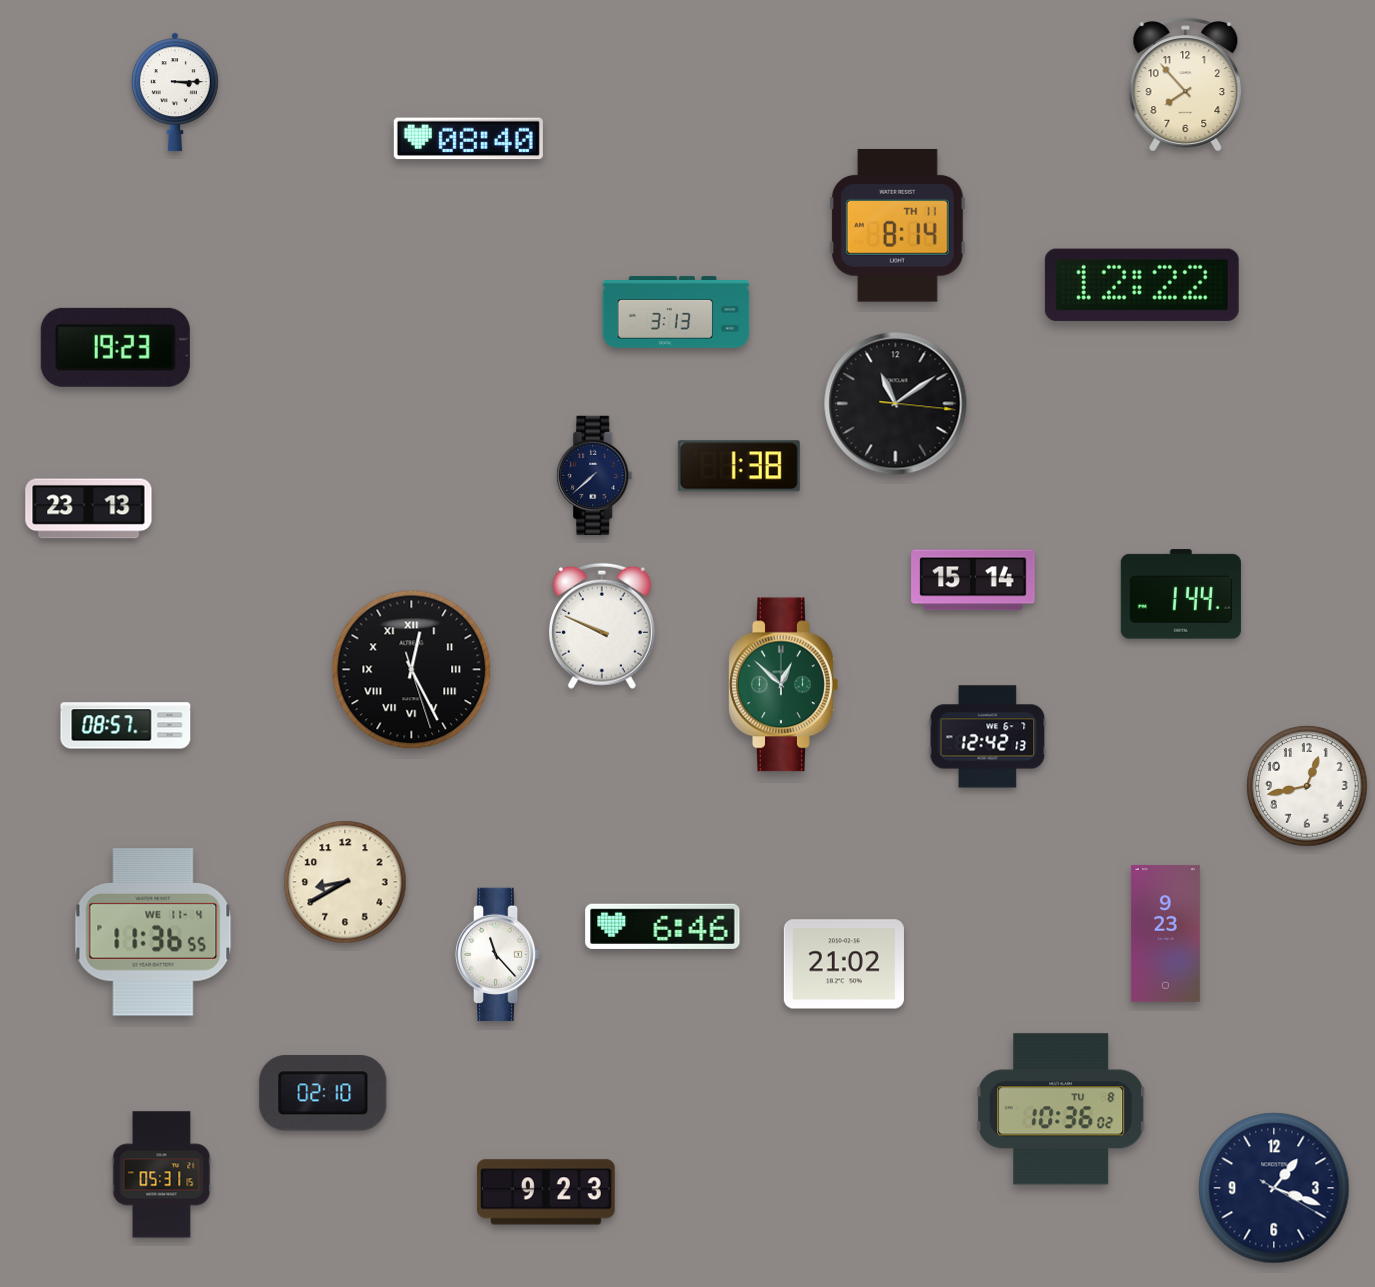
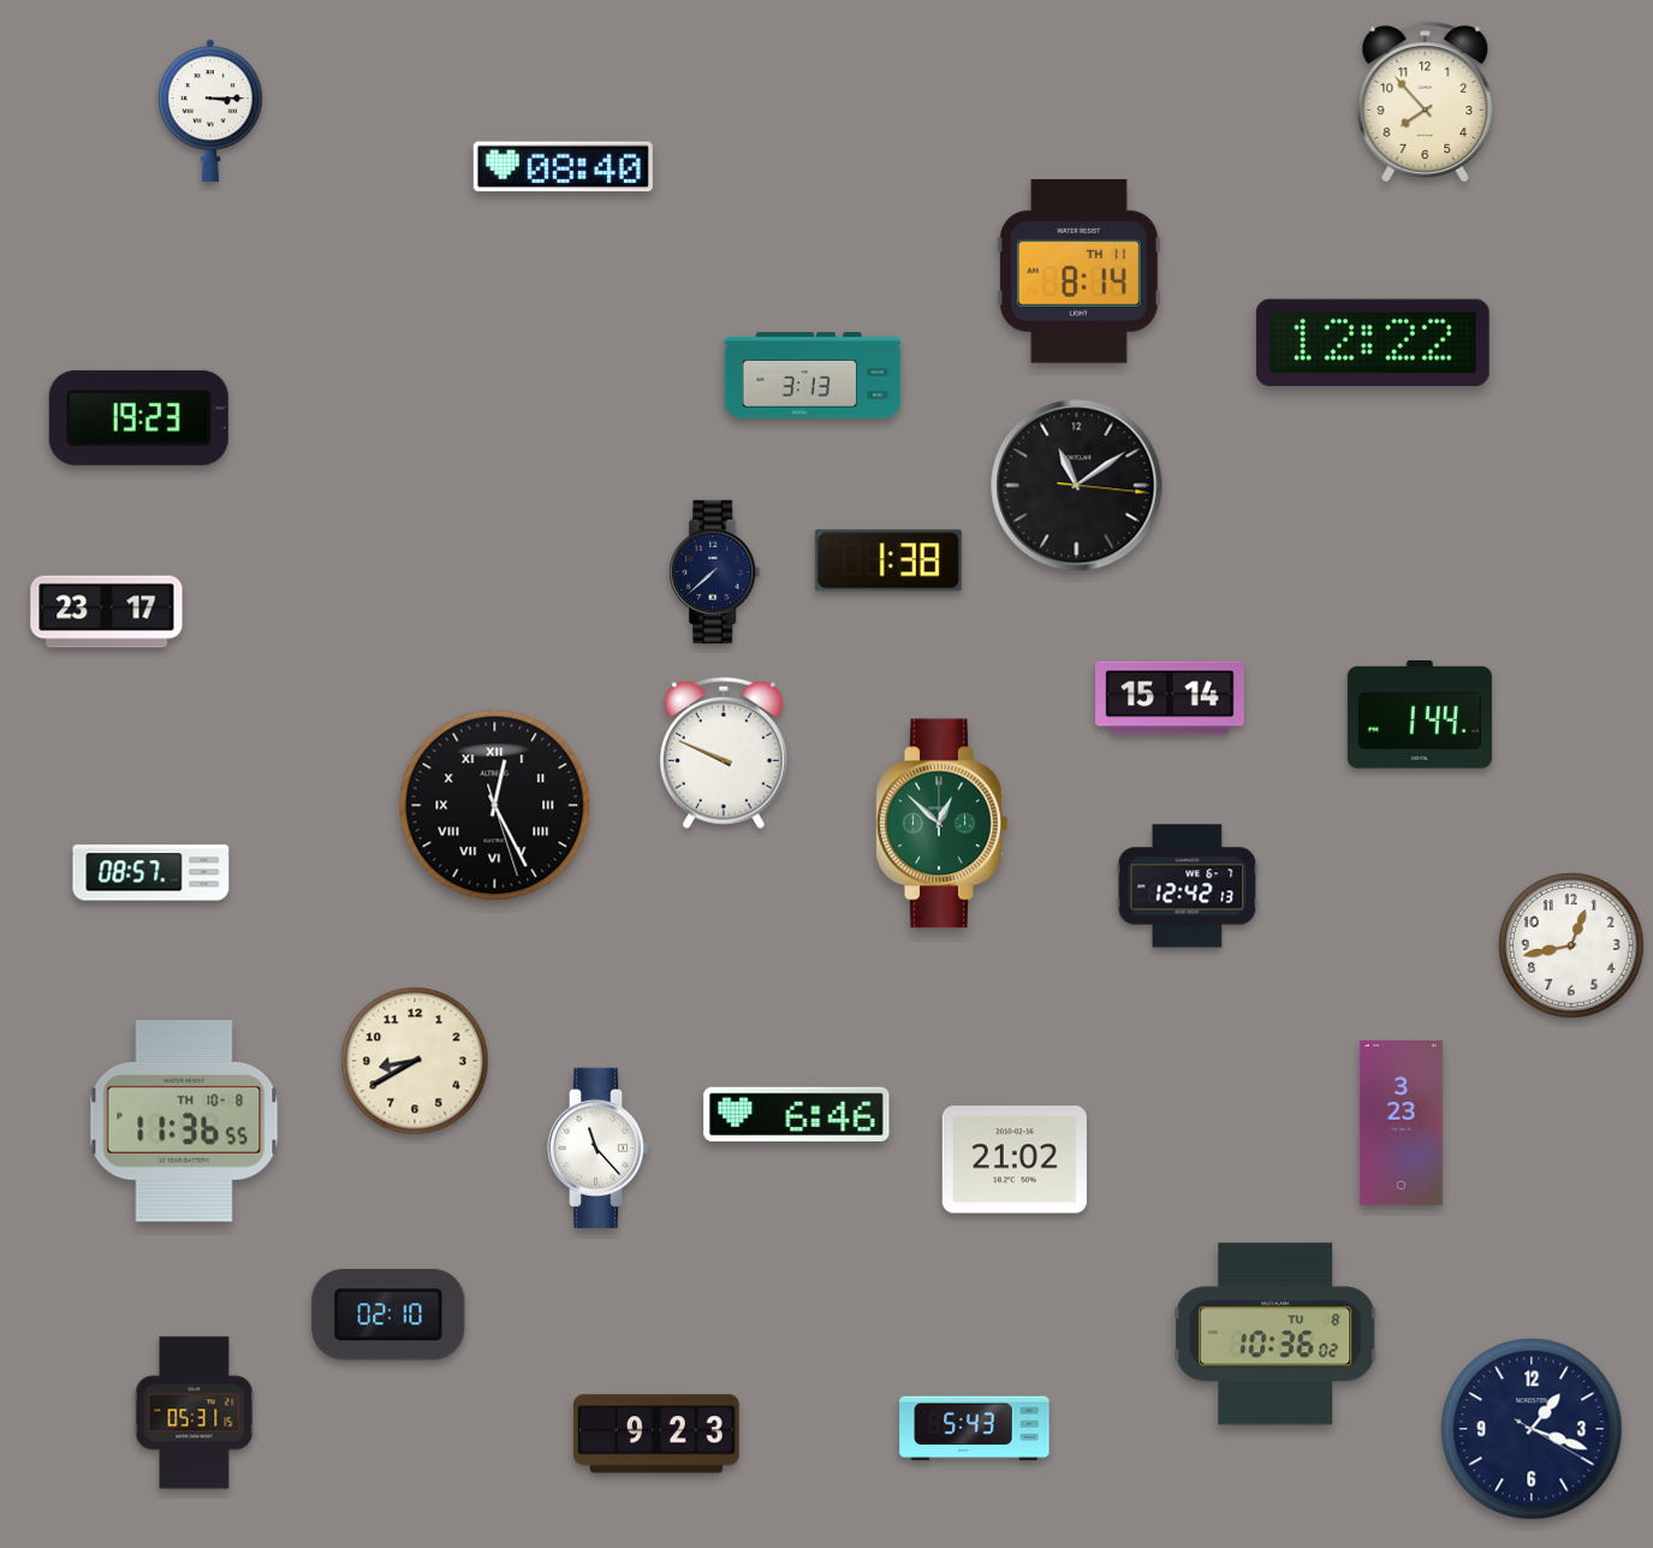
clock at (89, 509): 23:13 -> 23:17
clock at (153, 932) date: WE 11-4 -> TH 10-8
clock at (1165, 933): 9:23 -> 3:23
clock at (975, 1429): none -> 5:43
